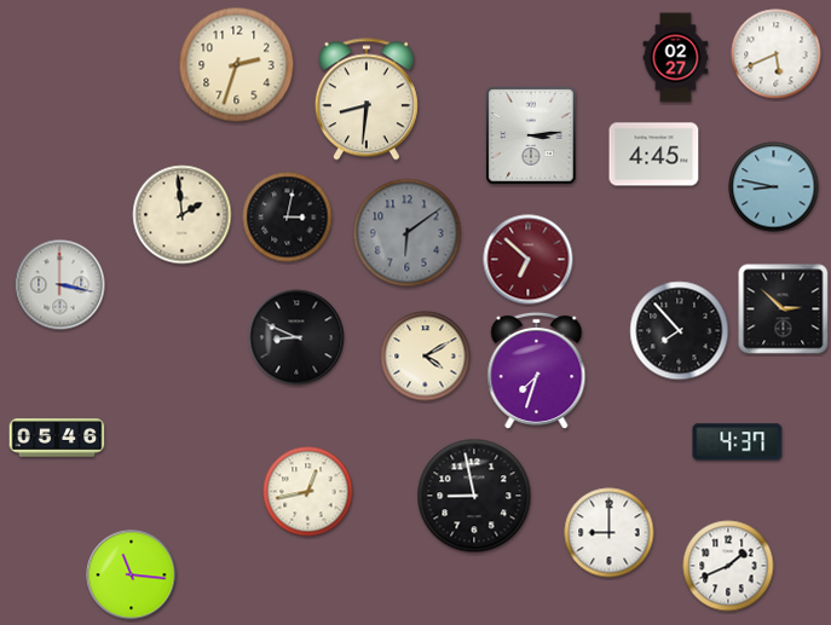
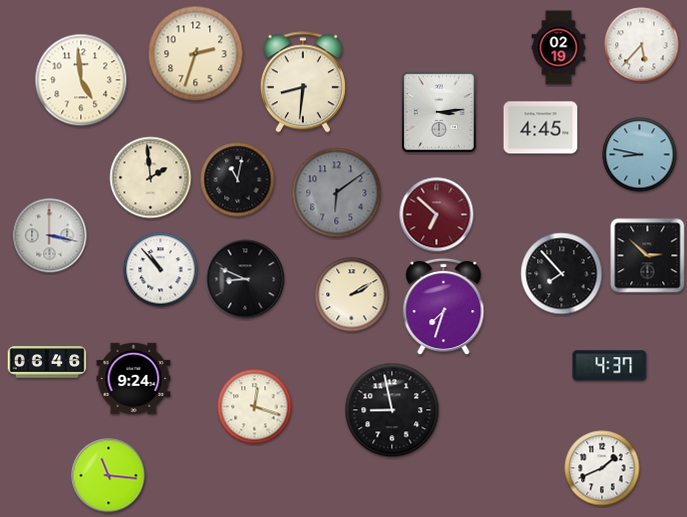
clock at (777, 54): 5:41 -> 5:37
clock at (676, 58): 02:27 -> 02:19
clock at (81, 80): none -> 4:59
clock at (288, 218): 3:02 -> 11:02
clock at (161, 270): none -> 10:53
clock at (426, 357): 4:10 -> 2:10
clock at (57, 438): 05:46 -> 06:46
clock at (134, 379): none -> 9:24
clock at (308, 492): 12:43 -> 12:18
clock at (610, 533): 9:00 -> none
